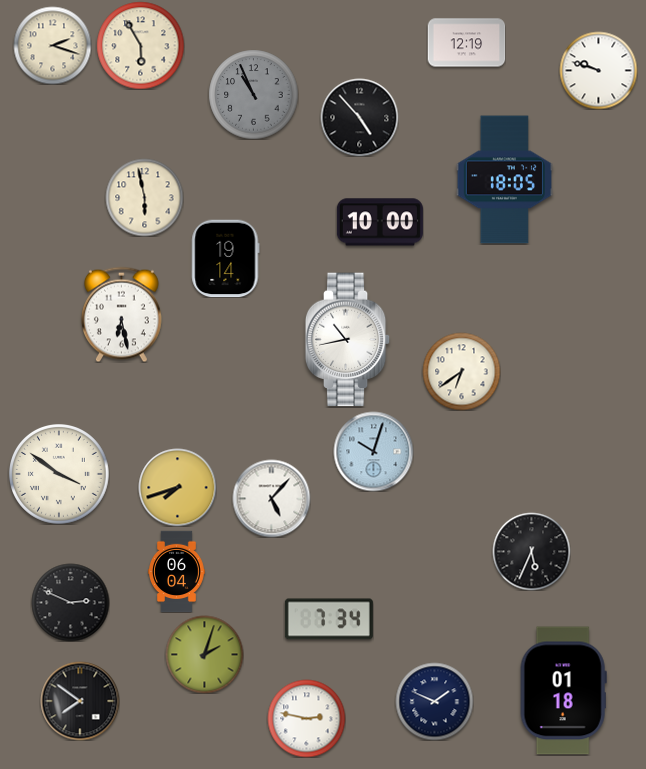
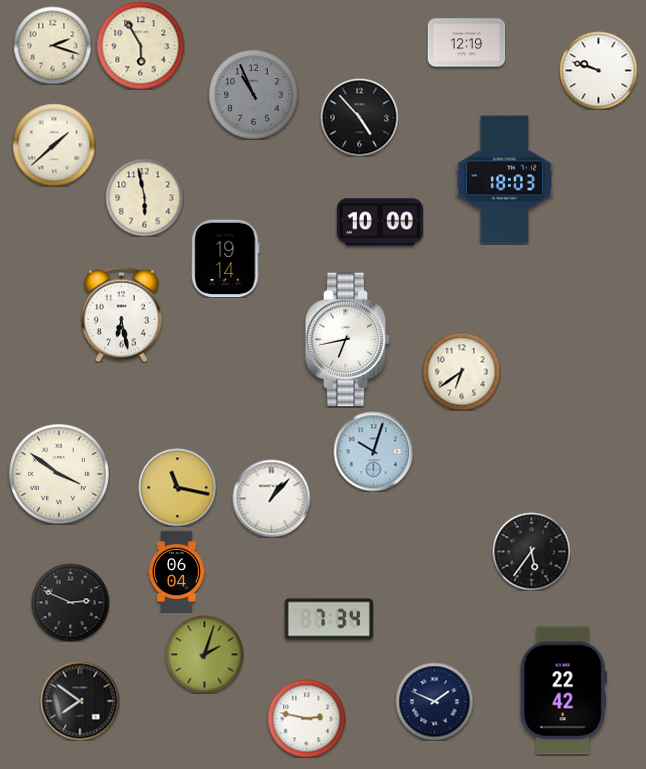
clock at (54, 145): none -> 1:38
clock at (504, 180): 18:05 -> 18:03
clock at (348, 340): 10:43 -> 6:43
clock at (177, 487): 7:42 -> 11:17
clock at (271, 498): 5:07 -> 1:07
clock at (531, 551): 5:34 -> 5:36
clock at (563, 691): 01:18 -> 22:42
